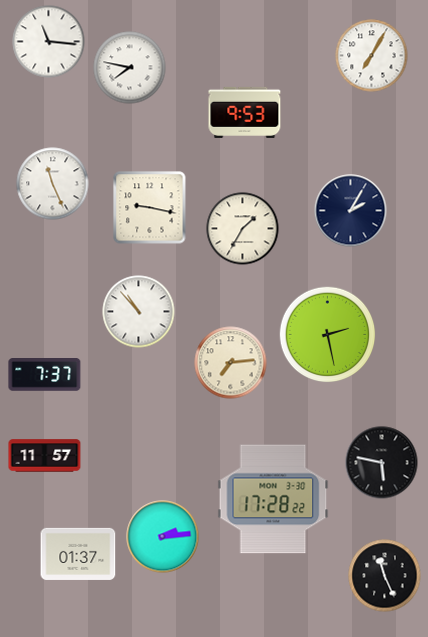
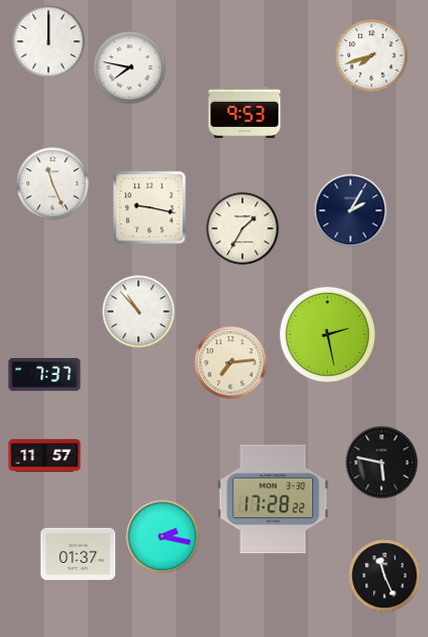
clock at (49, 42): 11:16 -> 12:00
clock at (372, 56): 7:05 -> 7:42
clock at (163, 537): 2:14 -> 2:17
